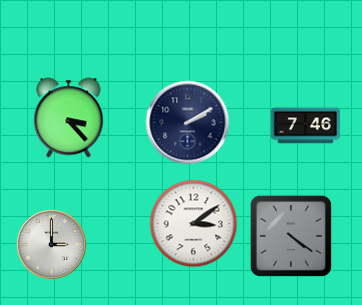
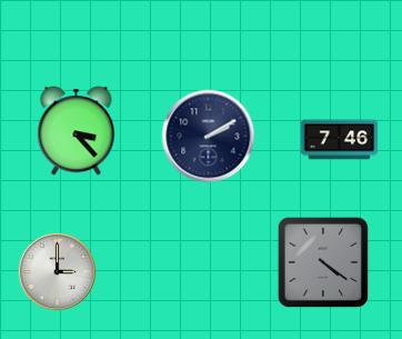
clock at (194, 224): 3:09 -> none
